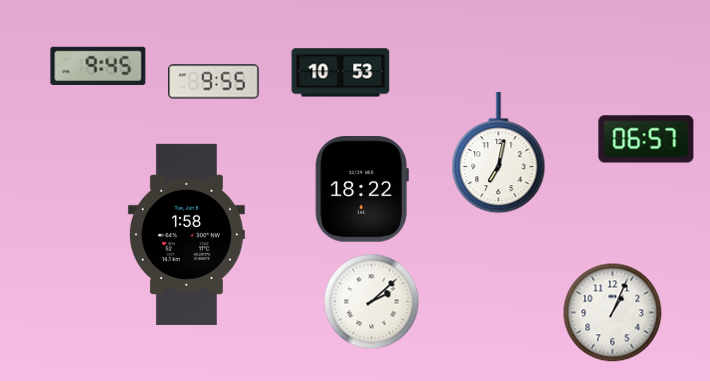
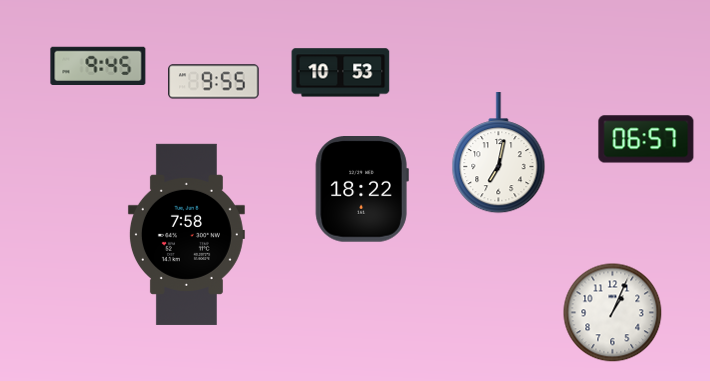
clock at (186, 234): 1:58 -> 7:58
clock at (372, 302): 2:08 -> none
